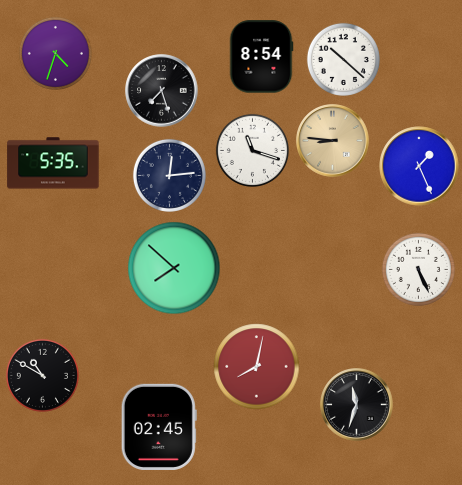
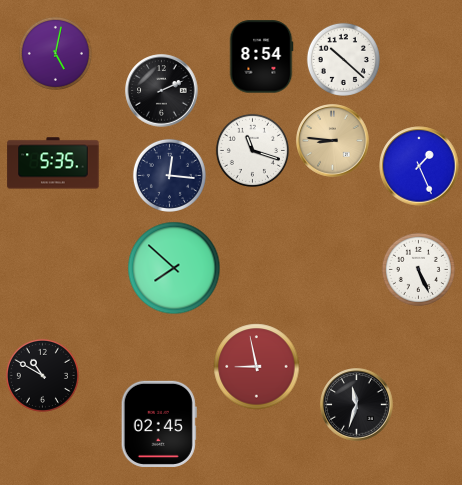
clock at (55, 53): 4:33 -> 5:02
clock at (162, 91): 7:27 -> 2:11
clock at (169, 175): 12:14 -> 12:16
clock at (257, 367): 8:02 -> 8:58
clock at (159, 427) position: (159, 427) -> (159, 424)
